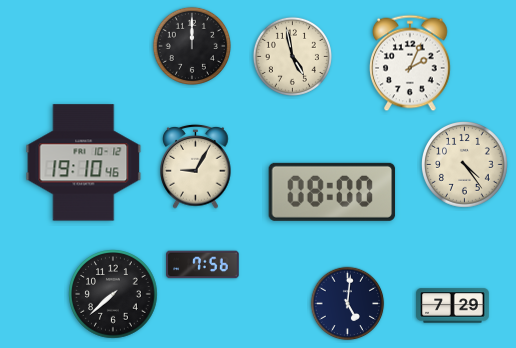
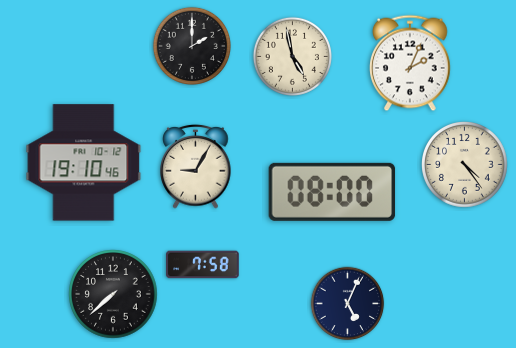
clock at (192, 46): 12:00 -> 2:00
clock at (203, 265): 7:56 -> 7:58
clock at (348, 304): 5:01 -> 5:04
clock at (453, 306): 7:29 -> none
